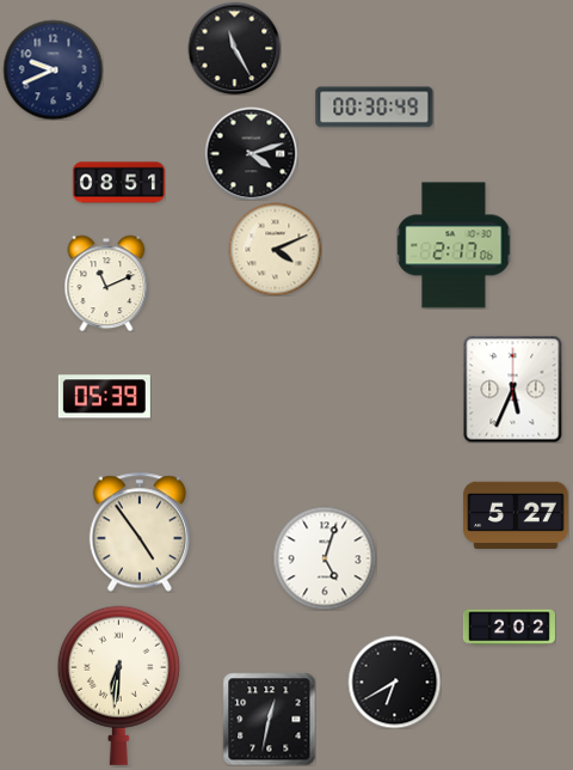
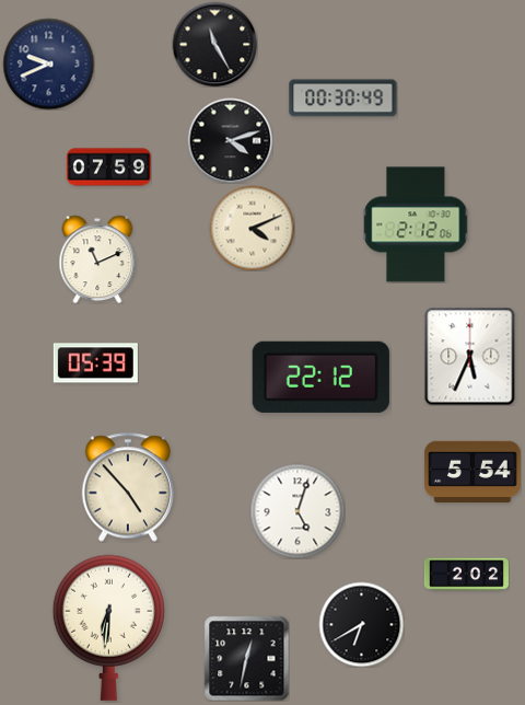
clock at (118, 183): 08:51 -> 07:59
clock at (454, 245): 2:17 -> 2:12
clock at (320, 377): none -> 22:12
clock at (516, 514): 5:27 -> 5:54
clock at (138, 532): 4:54 -> 4:53
